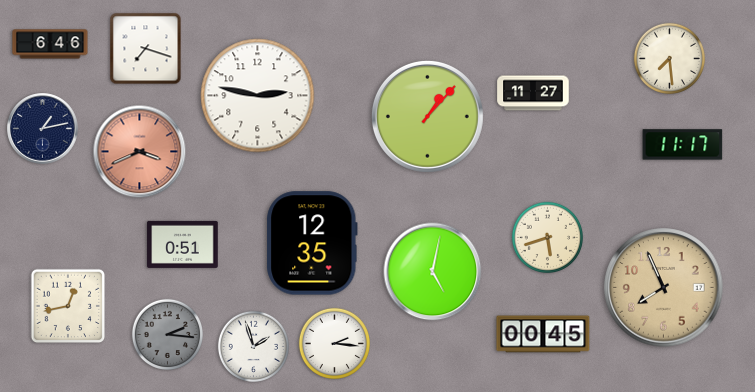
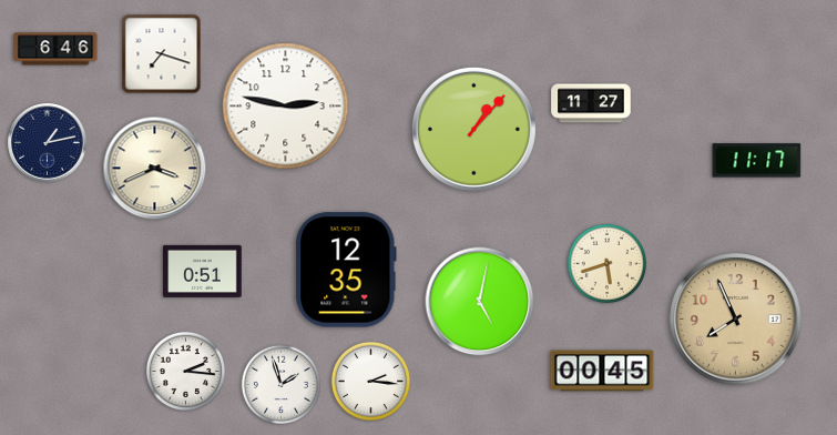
clock at (669, 58): 7:29 -> none
clock at (140, 152) dial: salmon -> cream
clock at (68, 306): 12:43 -> none
clock at (167, 334) dial: grey -> white
